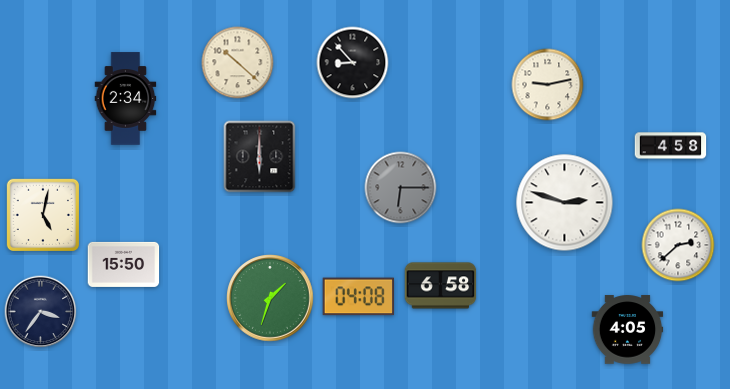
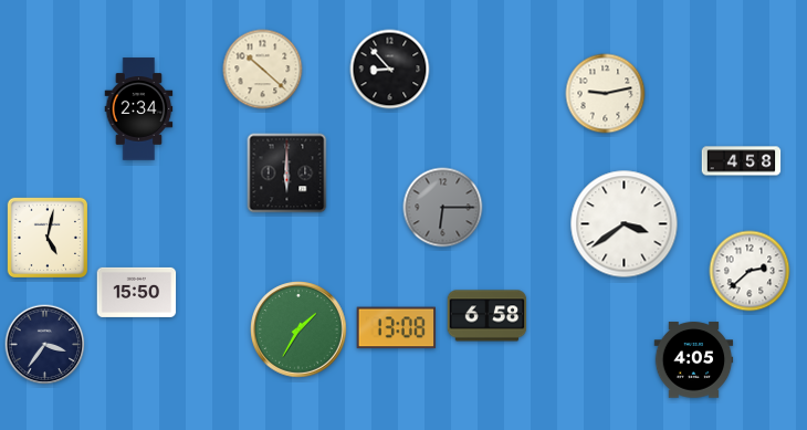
clock at (565, 203): 2:48 -> 3:39
clock at (358, 297): 04:08 -> 13:08
clock at (271, 299): 1:33 -> 1:35
clock at (628, 330) position: (628, 330) -> (694, 360)
